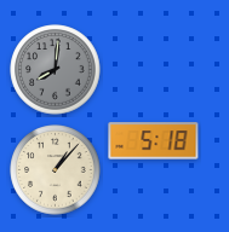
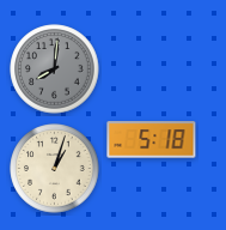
clock at (56, 170): 1:07 -> 1:03
